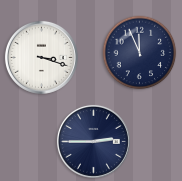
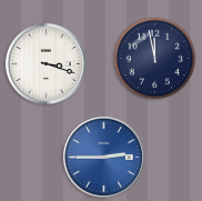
clock at (140, 53): 11:56 -> 11:58
clock at (93, 141) dial: navy -> blue
